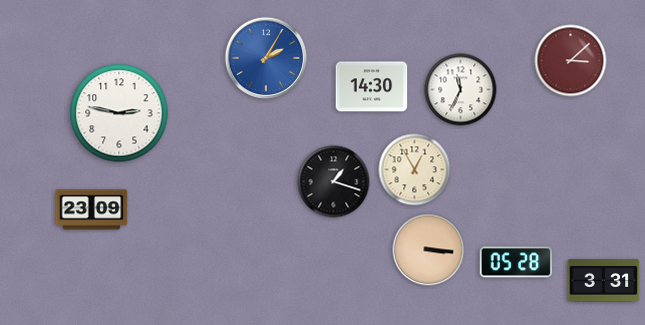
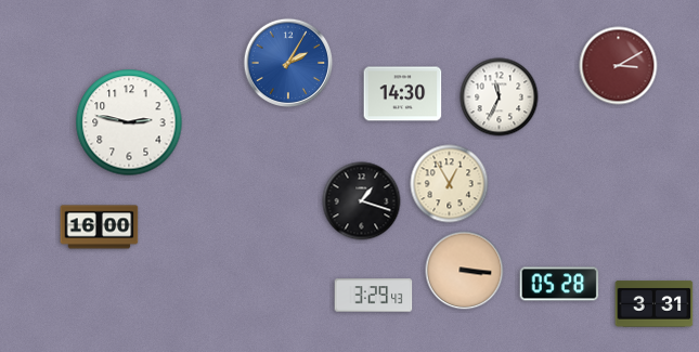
clock at (571, 61): 3:08 -> 3:10
clock at (334, 182) position: (334, 182) -> (362, 201)
clock at (92, 210): 23:09 -> 16:00
clock at (374, 296): none -> 3:29
